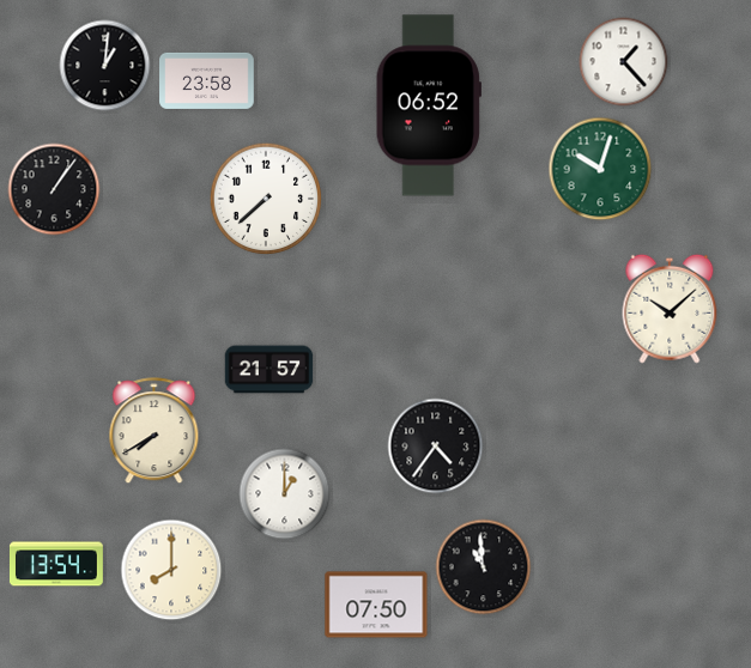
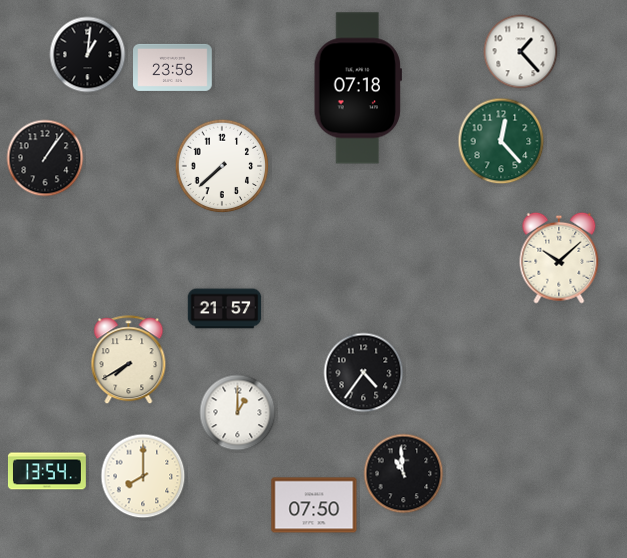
clock at (428, 105): 06:52 -> 07:18
clock at (600, 169): 10:03 -> 12:23
